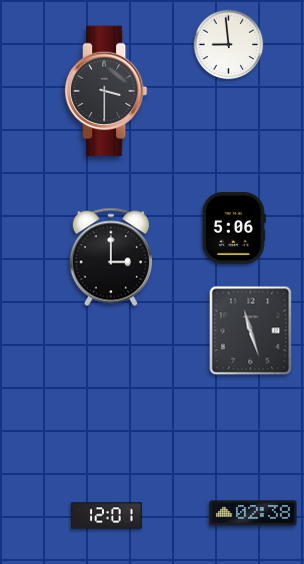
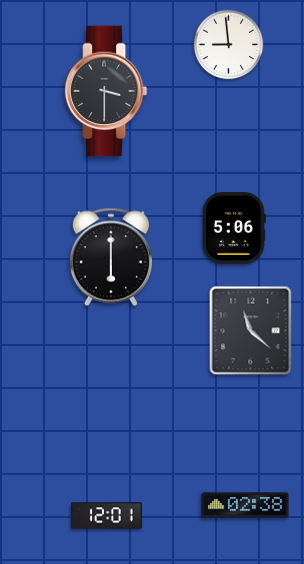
clock at (111, 257): 3:00 -> 6:00
clock at (251, 331): 11:27 -> 11:22
clock at (253, 513) position: (253, 513) -> (245, 505)
